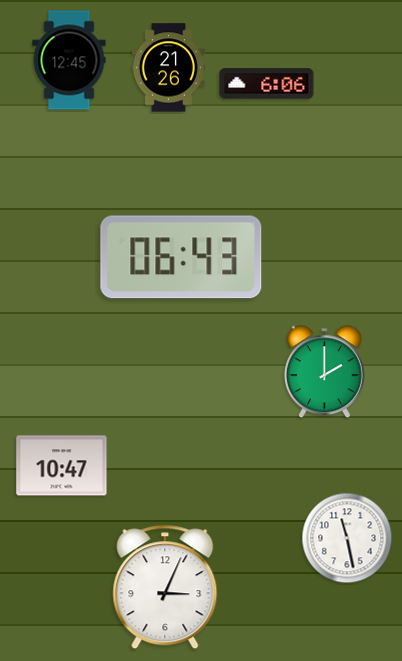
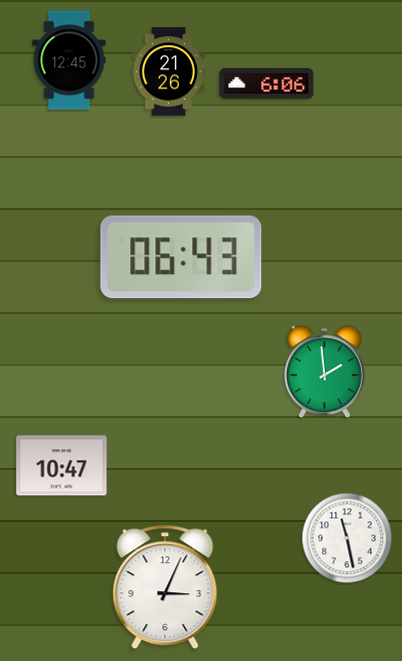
clock at (168, 68) position: (168, 68) -> (168, 72)
clock at (324, 372): 2:00 -> 1:59
